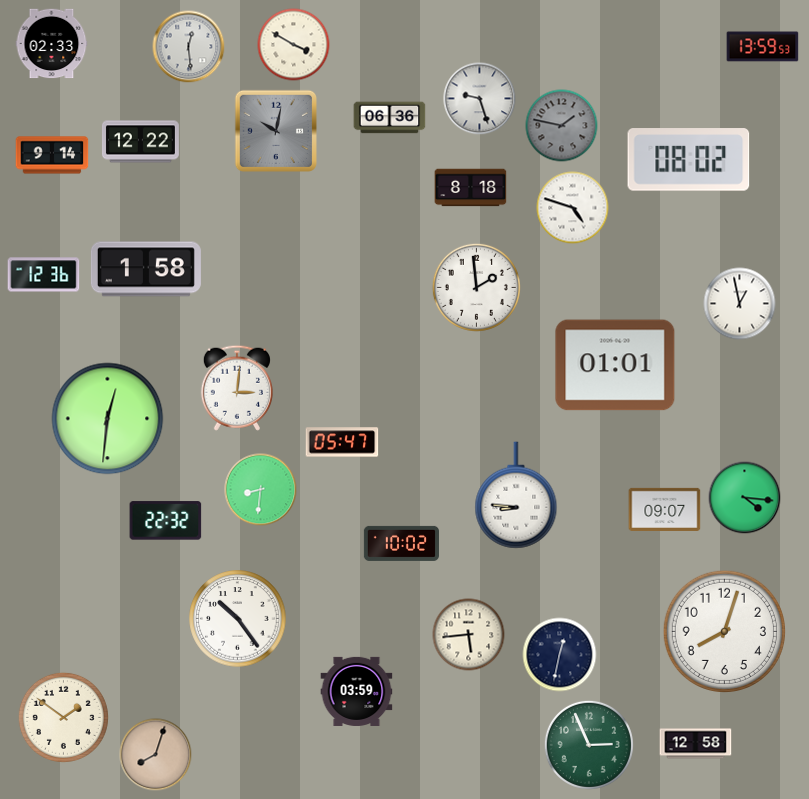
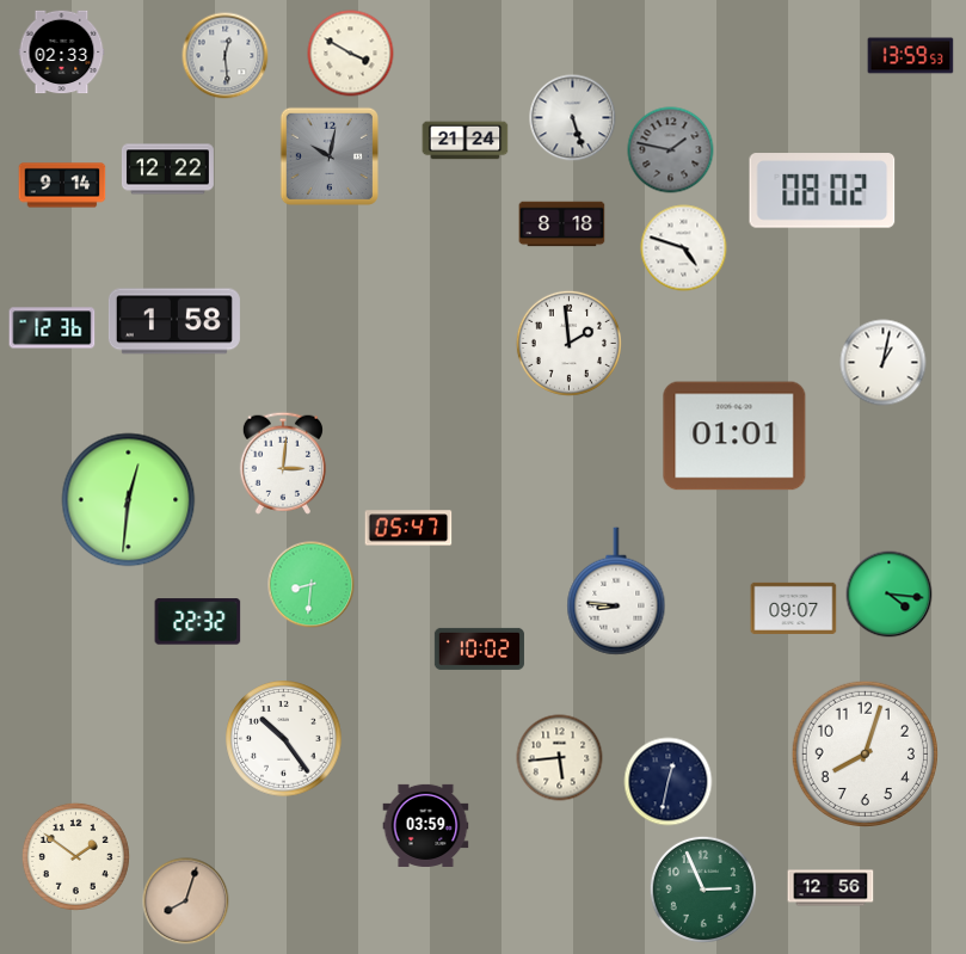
clock at (480, 99): 9:27 -> 5:27
clock at (390, 118): 06:36 -> 21:24
clock at (740, 304): 12:58 -> 1:02
clock at (696, 744): 12:58 -> 12:56
